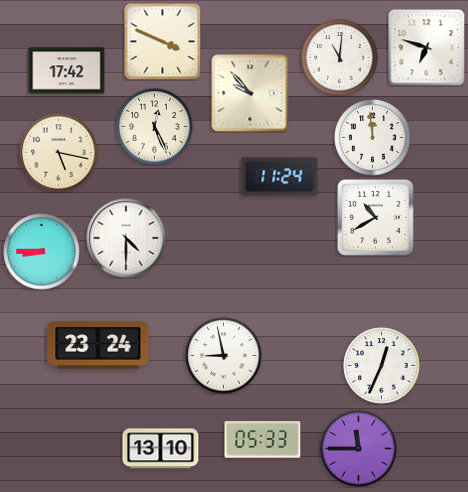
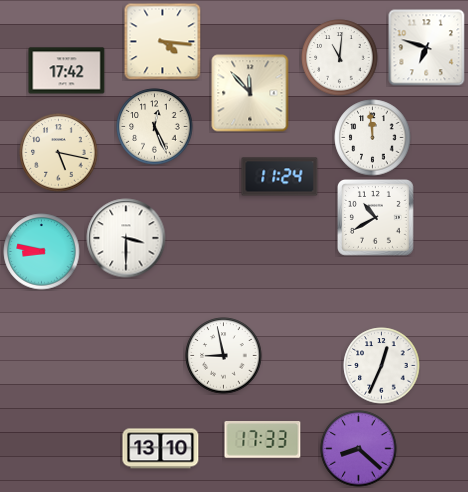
clock at (162, 41): 3:49 -> 4:16
clock at (250, 93): 9:53 -> 11:53
clock at (126, 238): 4:30 -> 3:30
clock at (42, 252): 8:45 -> 8:47
clock at (98, 345): 23:24 -> none
clock at (263, 440): 05:33 -> 17:33
clock at (359, 449): 11:45 -> 8:22
